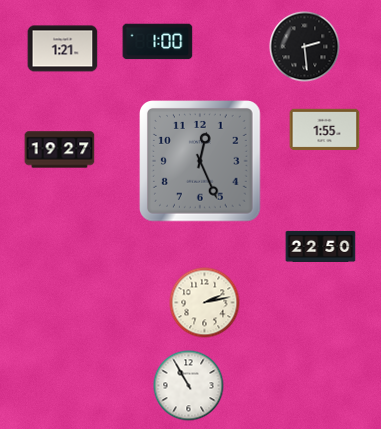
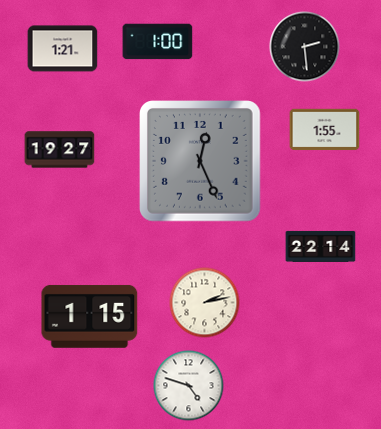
clock at (321, 246): 22:50 -> 22:14
clock at (90, 316): none -> 1:15
clock at (189, 386): 10:55 -> 4:48
